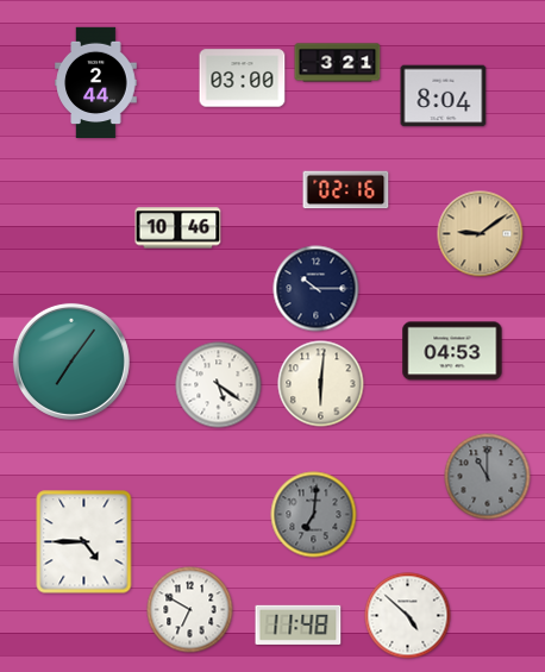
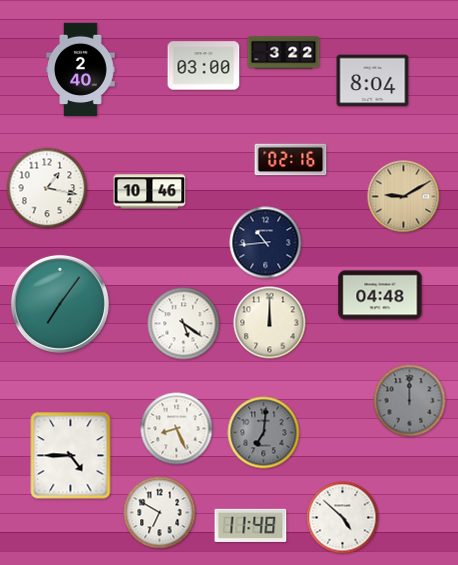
clock at (338, 63): 3:21 -> 3:22
clock at (96, 83): 2:44 -> 2:40
clock at (47, 188): none -> 1:17
clock at (481, 234): 9:09 -> 9:10
clock at (317, 289): 10:15 -> 10:44
clock at (452, 351): 04:53 -> 04:48
clock at (321, 384): 6:01 -> 12:00
clock at (488, 477): 11:00 -> 12:00
clock at (177, 429): none -> 8:26
